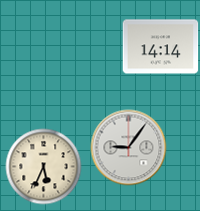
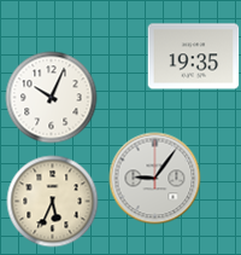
clock at (161, 47): 14:14 -> 19:35
clock at (52, 98): none -> 10:04
